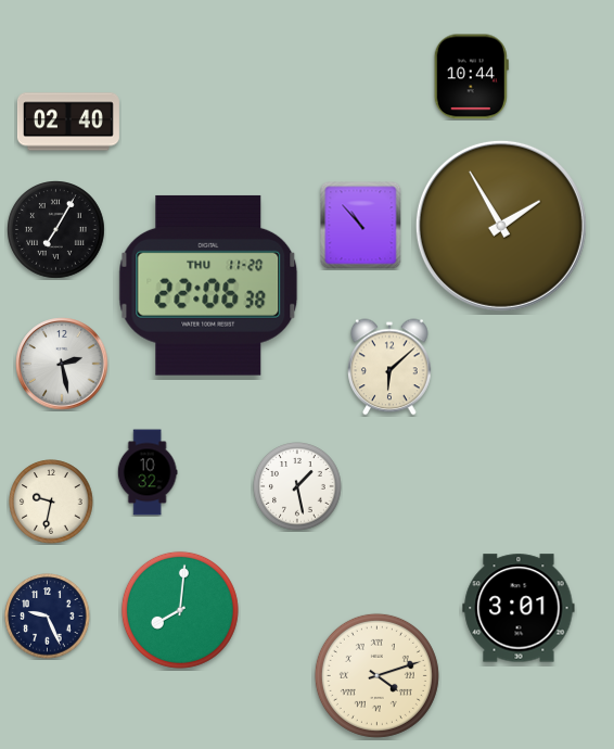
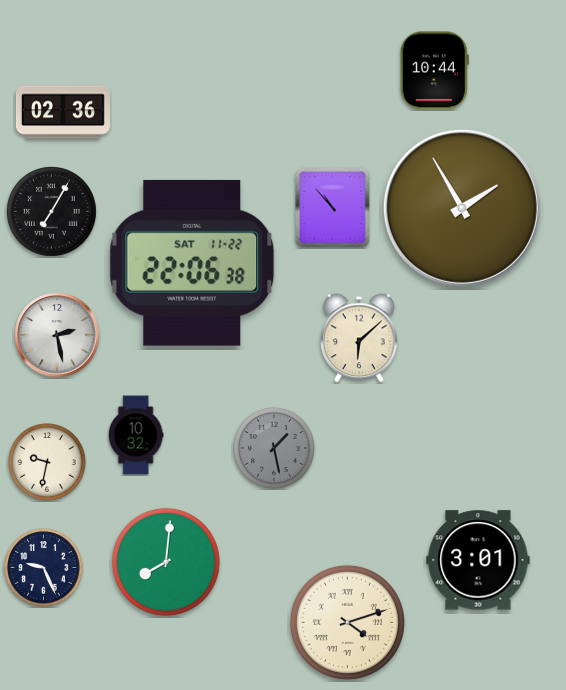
clock at (68, 122): 02:40 -> 02:36
clock at (208, 285) date: THU 11-20 -> SAT 11-22
clock at (297, 486) dial: white -> grey
